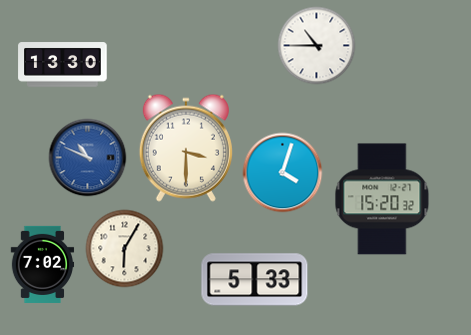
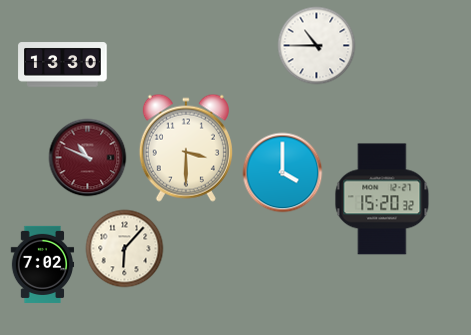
clock at (87, 157) dial: blue -> burgundy
clock at (282, 172): 4:03 -> 4:00
clock at (124, 248): 6:05 -> 6:07
clock at (255, 280): 5:33 -> none
